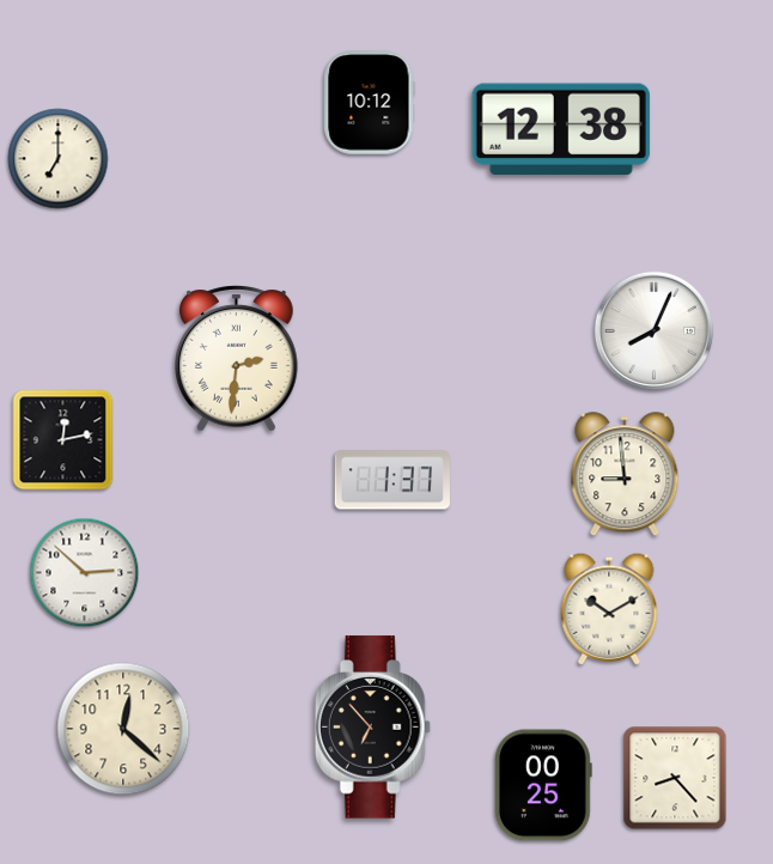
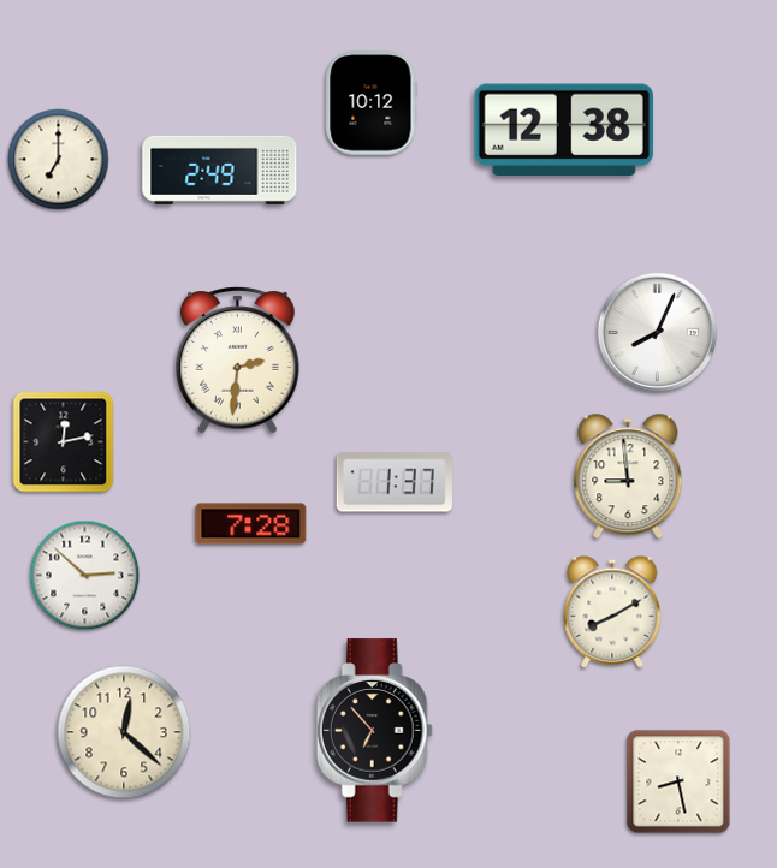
clock at (220, 170): none -> 2:49
clock at (251, 524): none -> 7:28
clock at (609, 609): 10:10 -> 8:10
clock at (675, 778): 8:23 -> 8:28
clock at (543, 785): 00:25 -> none
